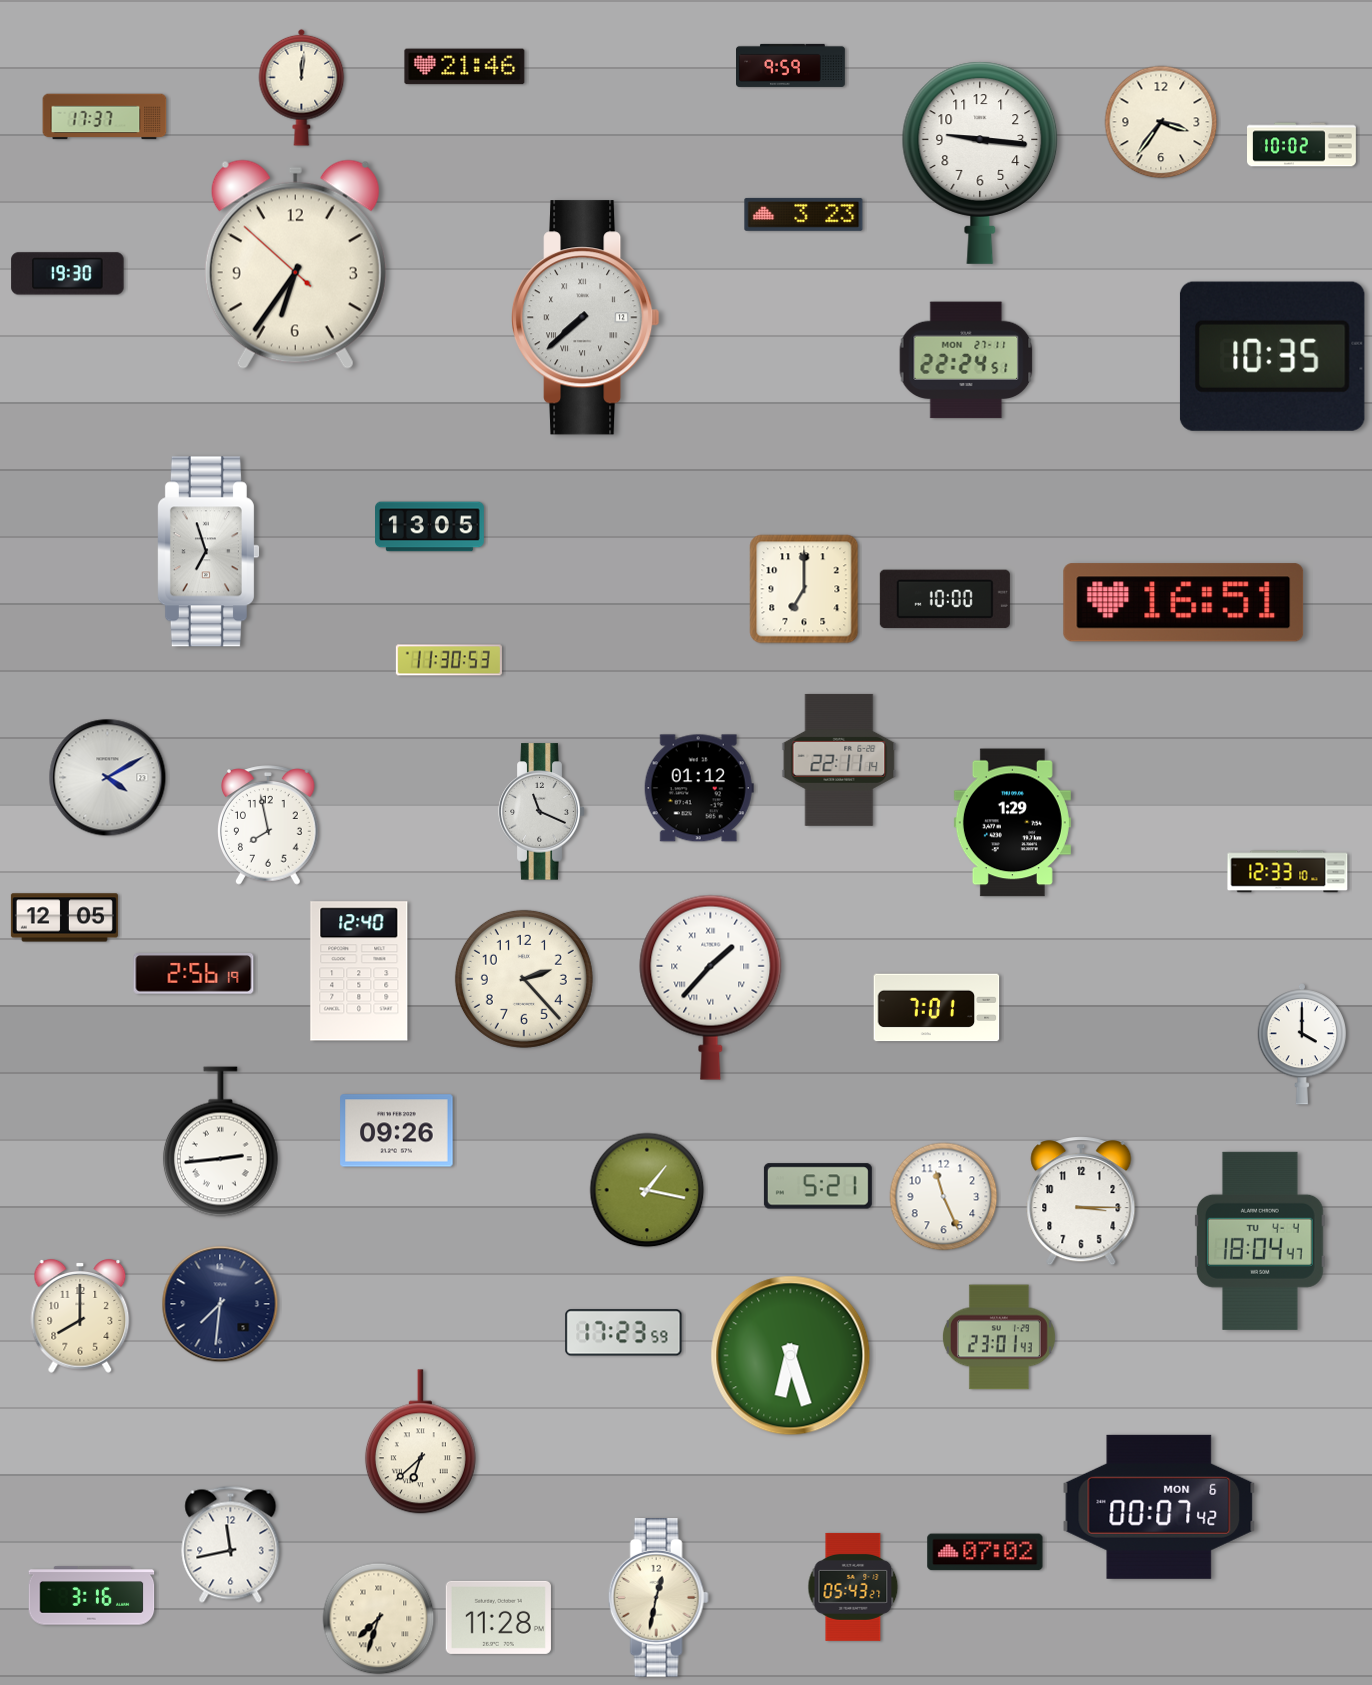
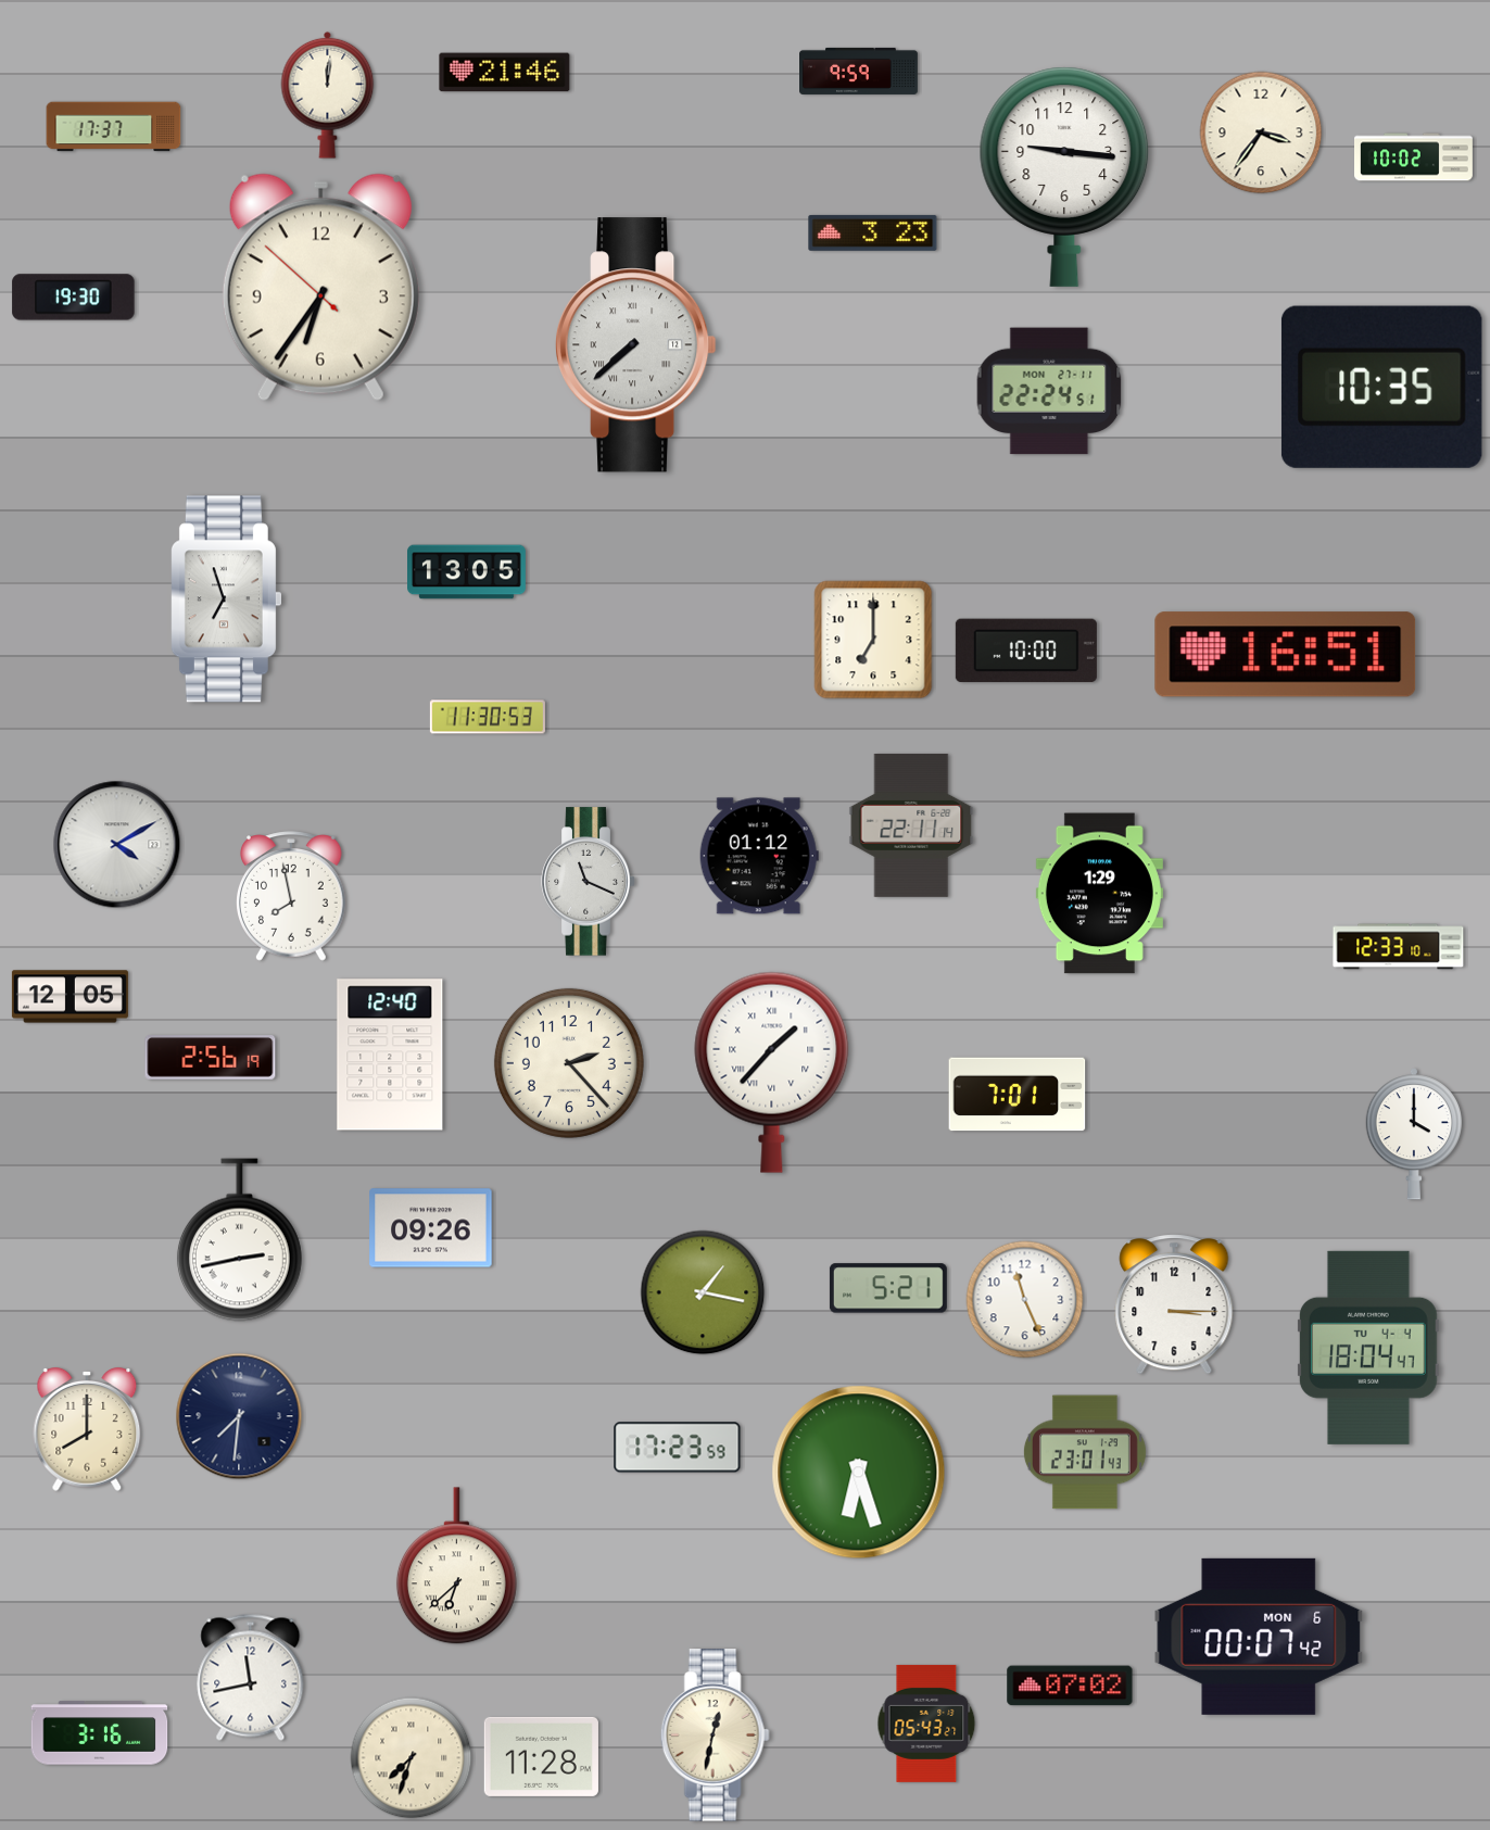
clock at (220, 1142): 2:44 -> 2:43
